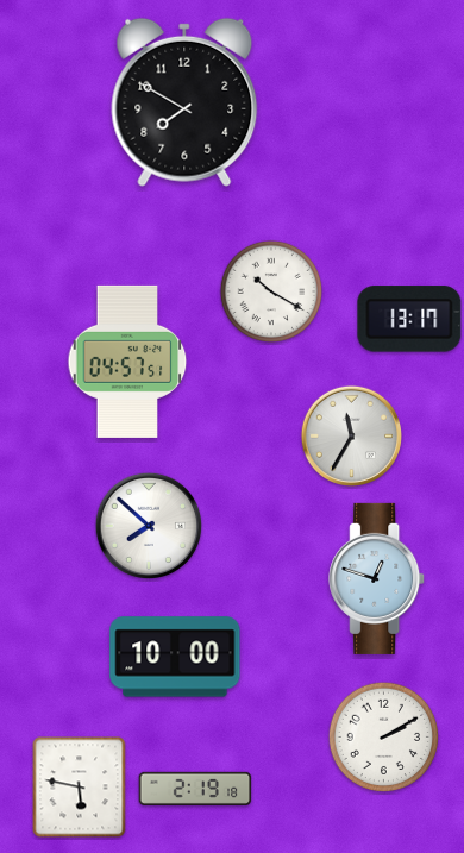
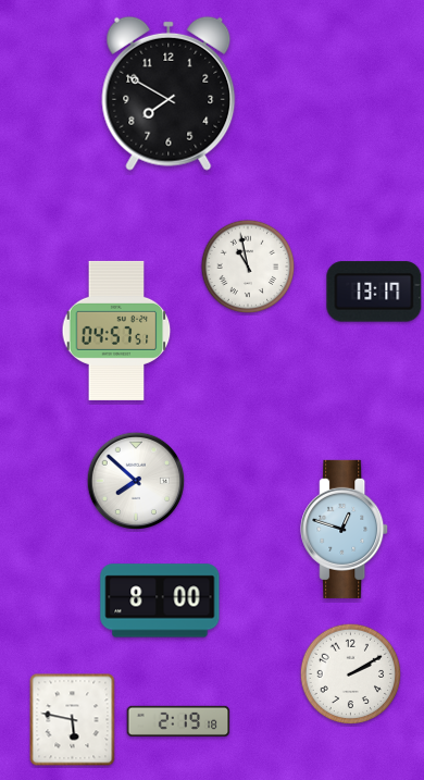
clock at (271, 291): 10:20 -> 10:58
clock at (351, 435): 11:35 -> none
clock at (175, 657): 10:00 -> 8:00
